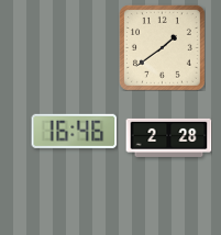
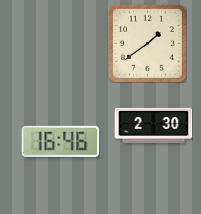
clock at (74, 131) position: (74, 131) -> (60, 141)
clock at (168, 137): 2:28 -> 2:30
